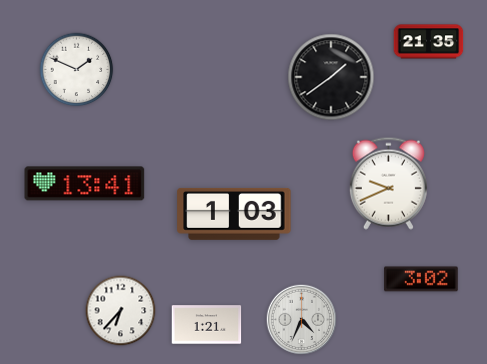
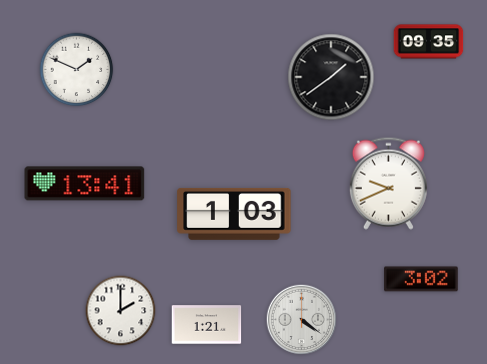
clock at (429, 42): 21:35 -> 09:35
clock at (121, 311): 6:37 -> 2:00
clock at (302, 320): 4:34 -> 4:21
